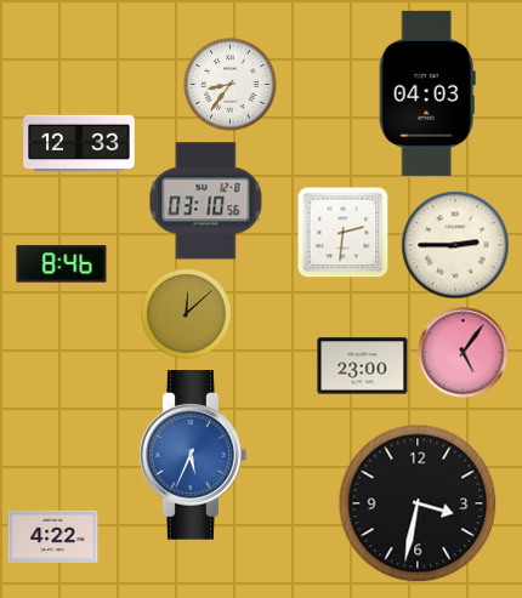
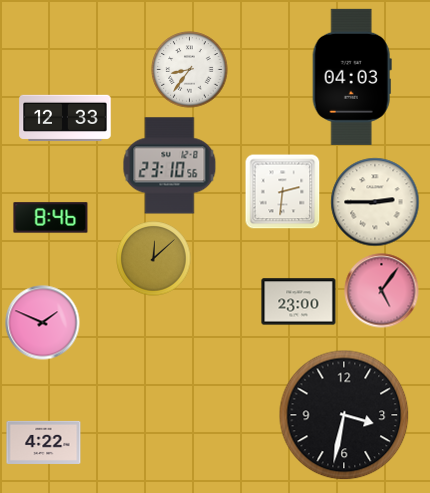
clock at (206, 201): 03:10 -> 23:10
clock at (43, 323): none -> 1:49
clock at (193, 456): 5:34 -> none
